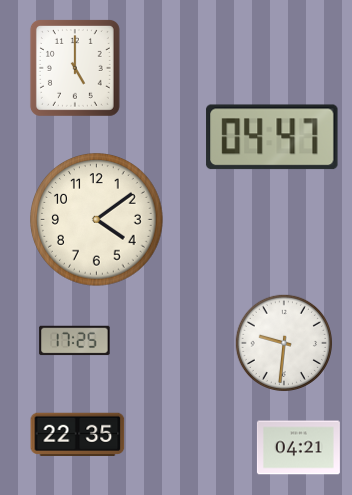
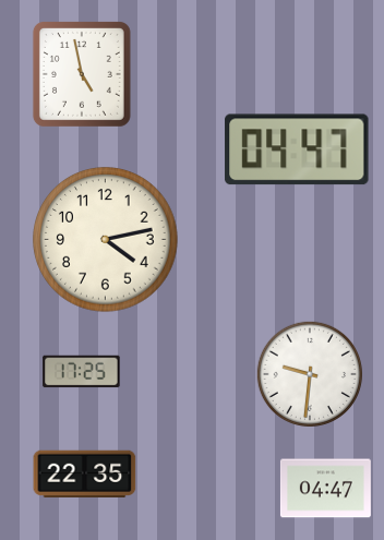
clock at (75, 68): 5:00 -> 4:58
clock at (97, 220): 4:09 -> 4:13
clock at (298, 448): 04:21 -> 04:47
